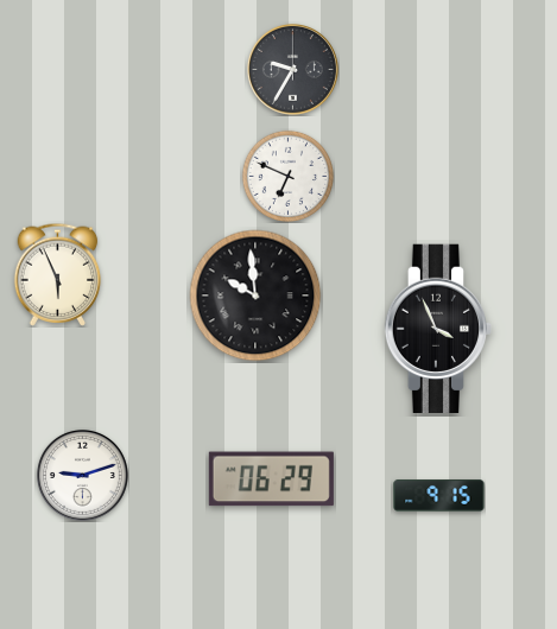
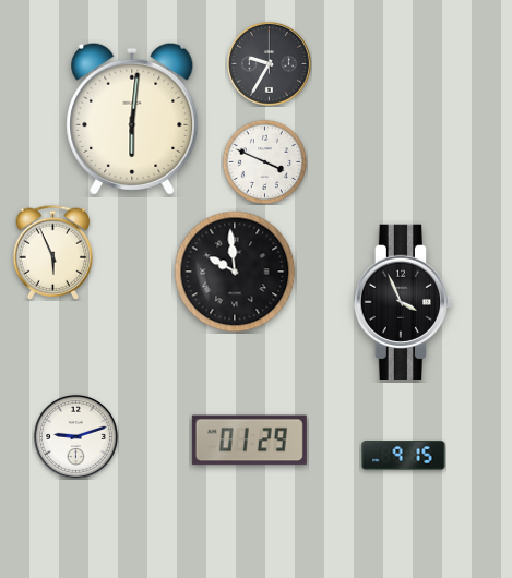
clock at (132, 119): none -> 6:01
clock at (287, 176): 6:49 -> 3:49
clock at (271, 479): 06:29 -> 01:29
